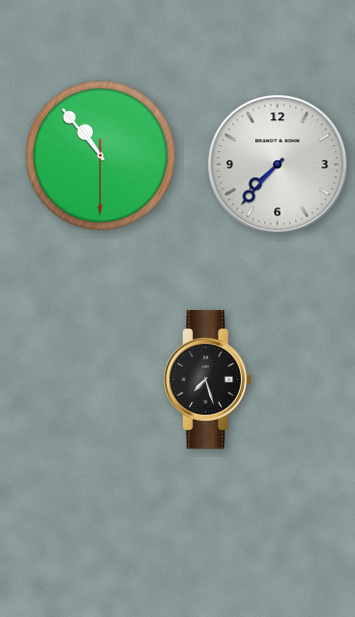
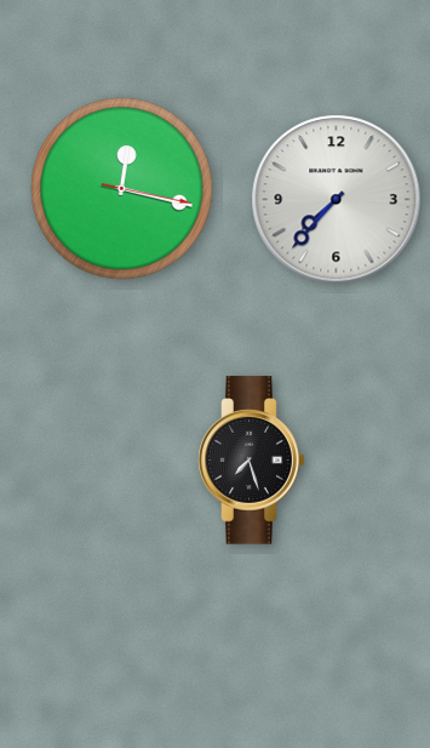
clock at (101, 156): 10:53 -> 12:17
